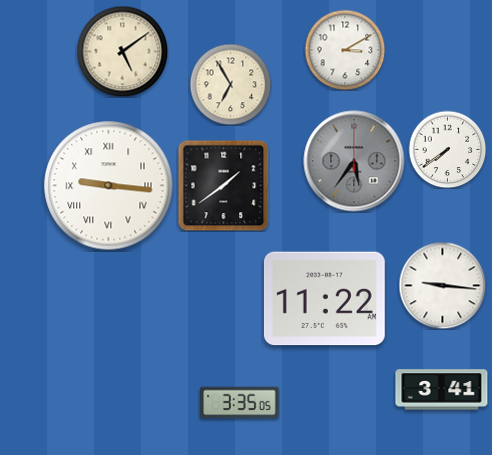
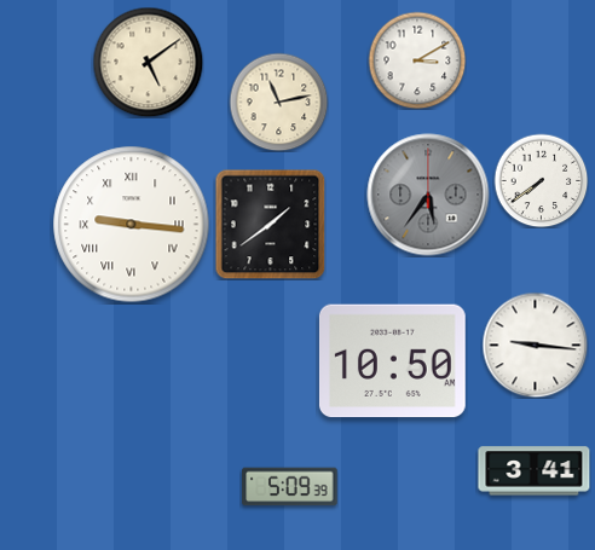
clock at (230, 84): 6:55 -> 11:13
clock at (324, 299): 11:22 -> 10:50
clock at (240, 403): 3:35 -> 5:09
